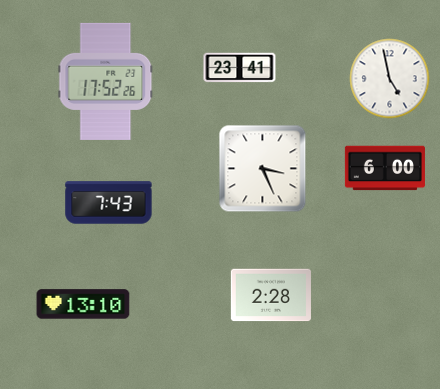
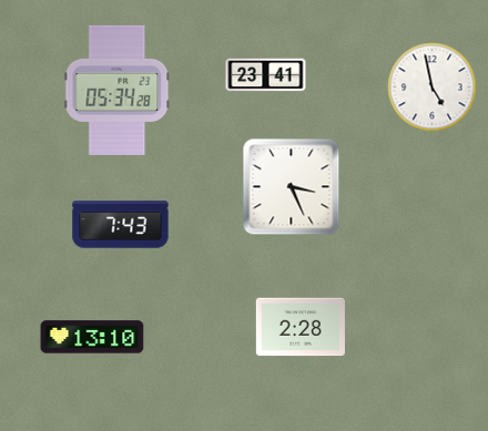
clock at (106, 81): 17:52 -> 05:34
clock at (385, 168): 6:00 -> none
